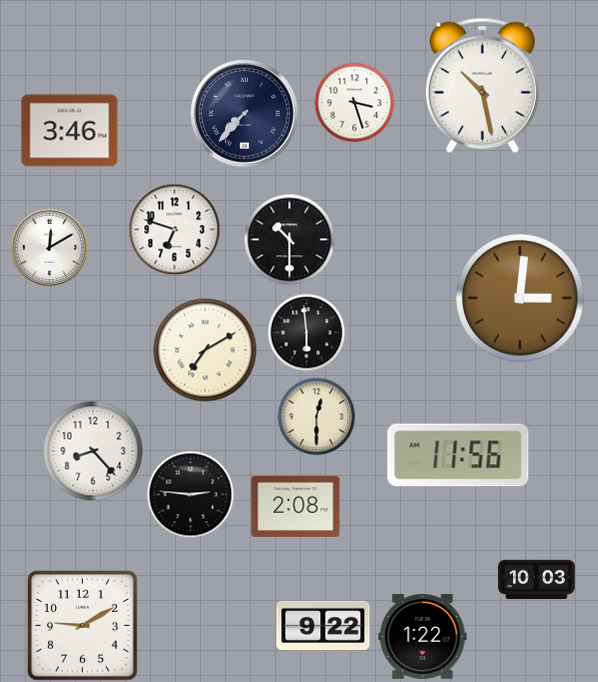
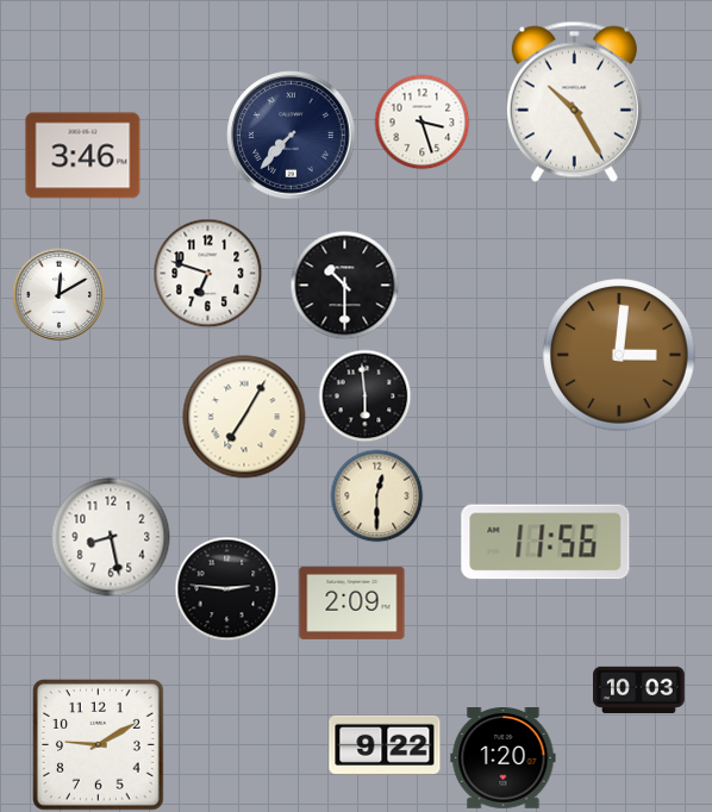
clock at (482, 85): 10:28 -> 10:25
clock at (205, 350): 7:10 -> 7:05
clock at (93, 451): 8:23 -> 8:28
clock at (296, 506): 2:08 -> 2:09
clock at (423, 637): 1:22 -> 1:20
